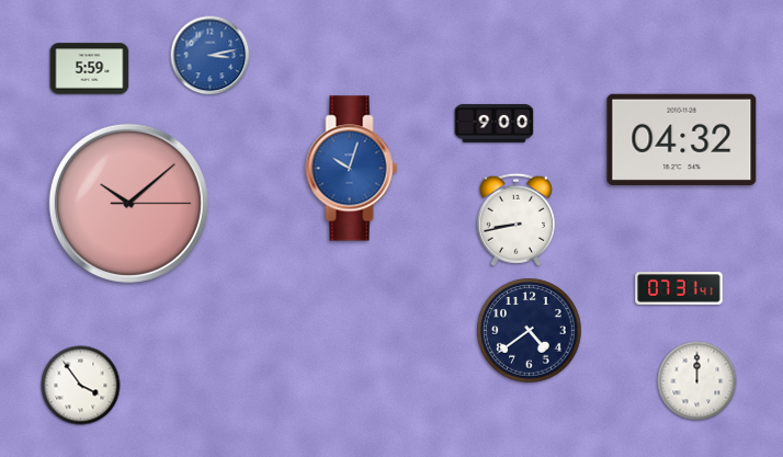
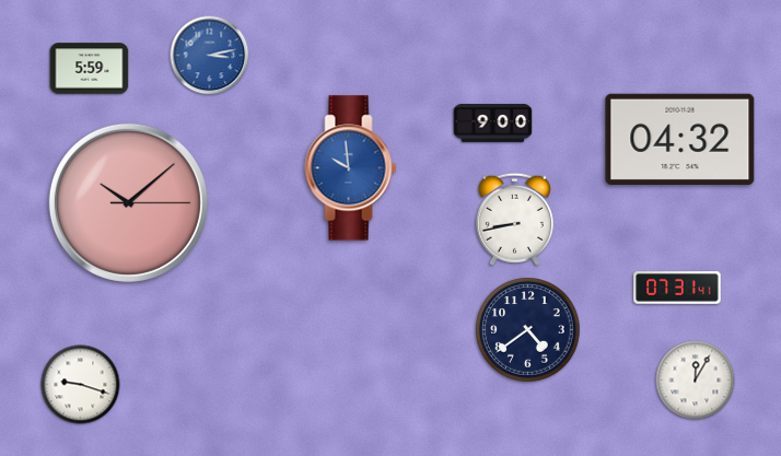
clock at (352, 169): 10:03 -> 9:59
clock at (697, 381): 12:00 -> 12:05
clock at (81, 386): 3:54 -> 9:18
